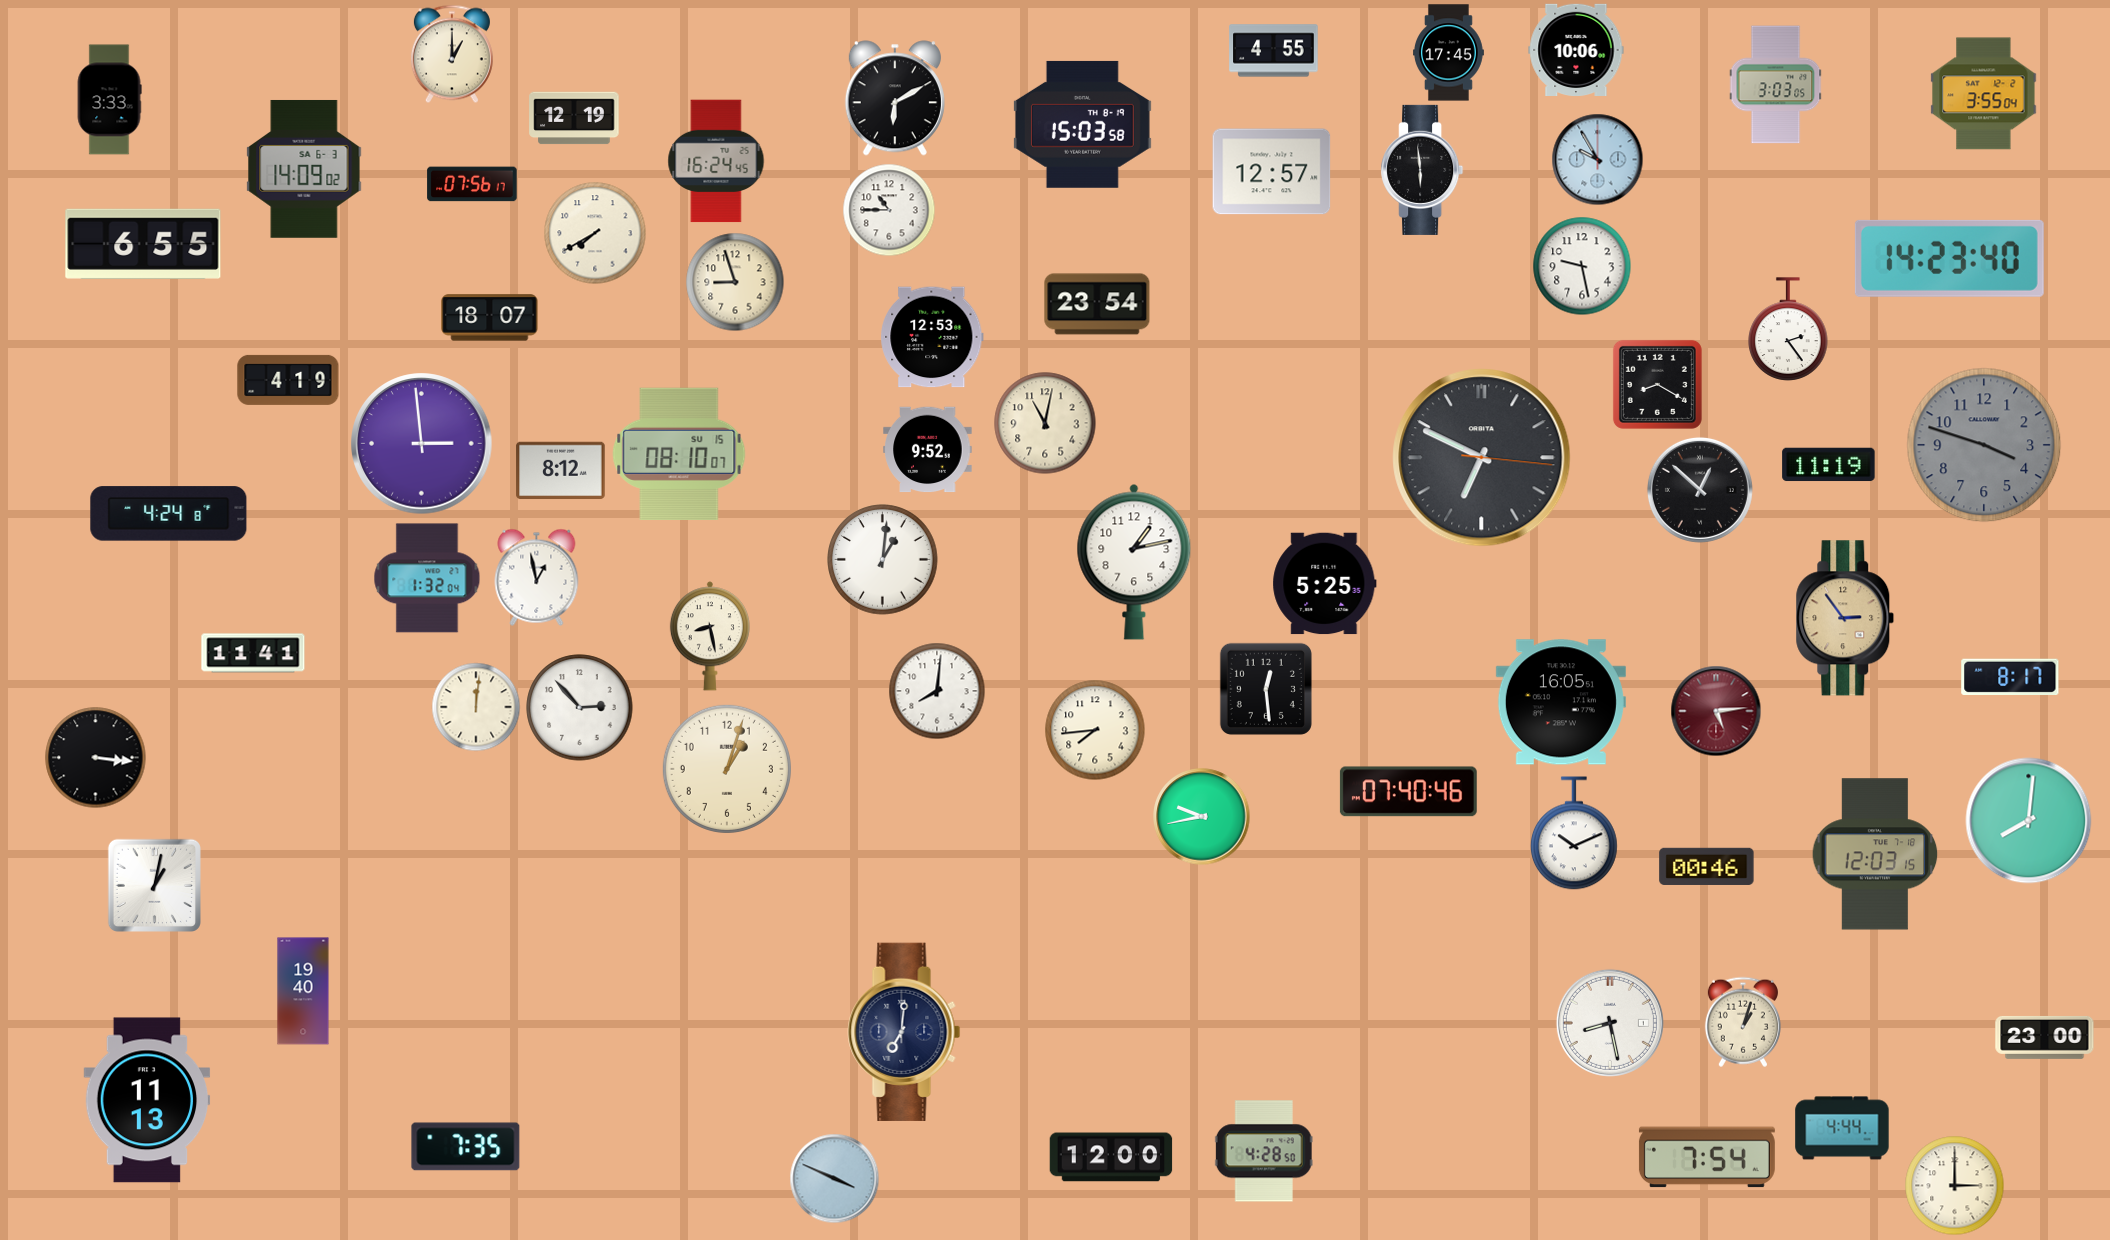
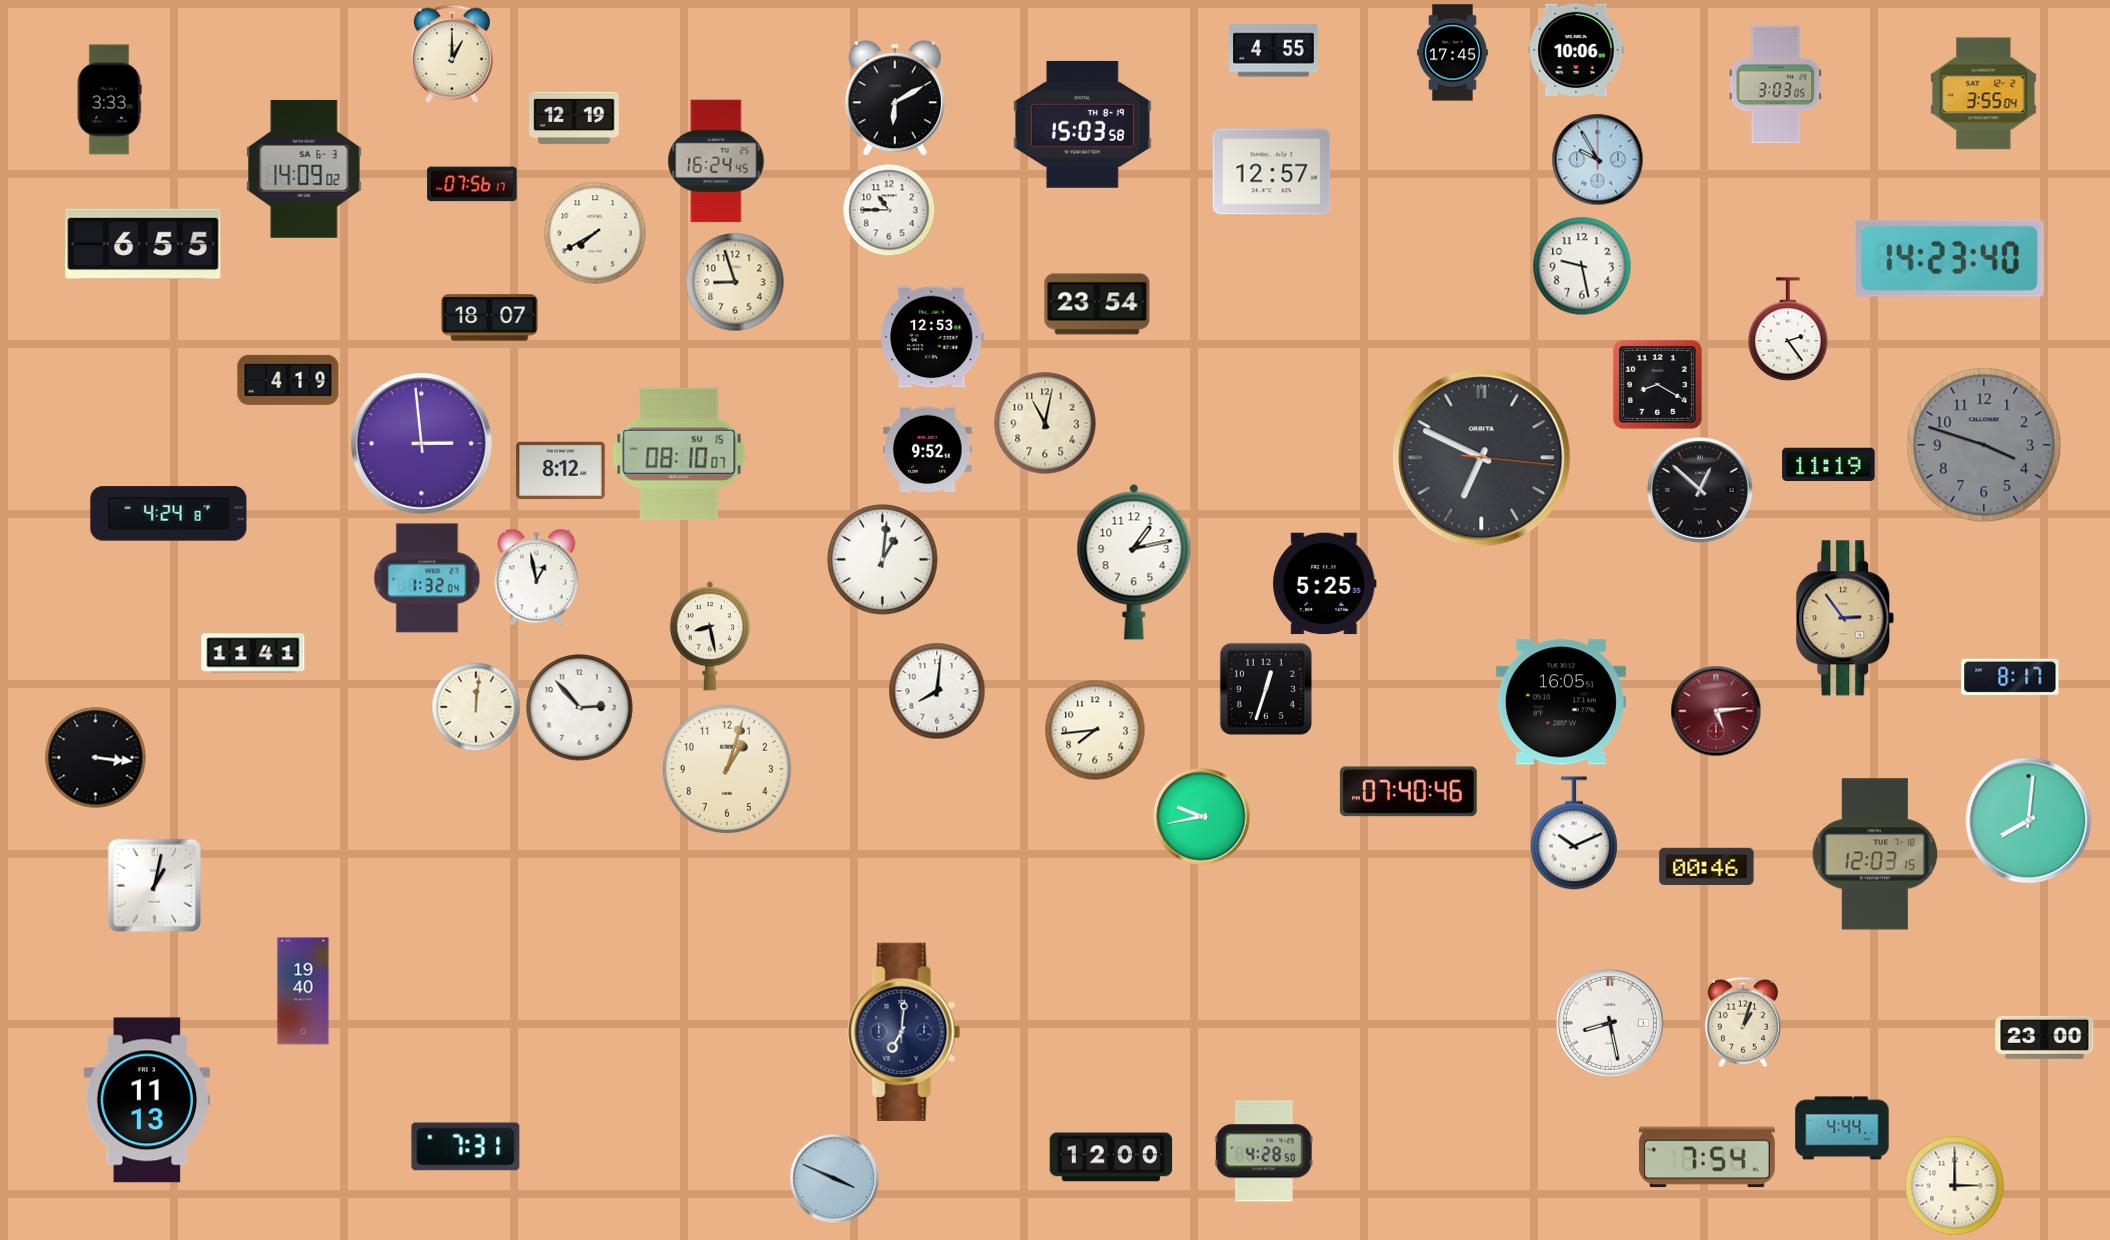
clock at (1449, 53) position: (1449, 53) -> (1453, 53)
clock at (1422, 170): 5:59 -> none
clock at (1266, 689): 12:29 -> 12:33
clock at (466, 1147): 7:35 -> 7:31
